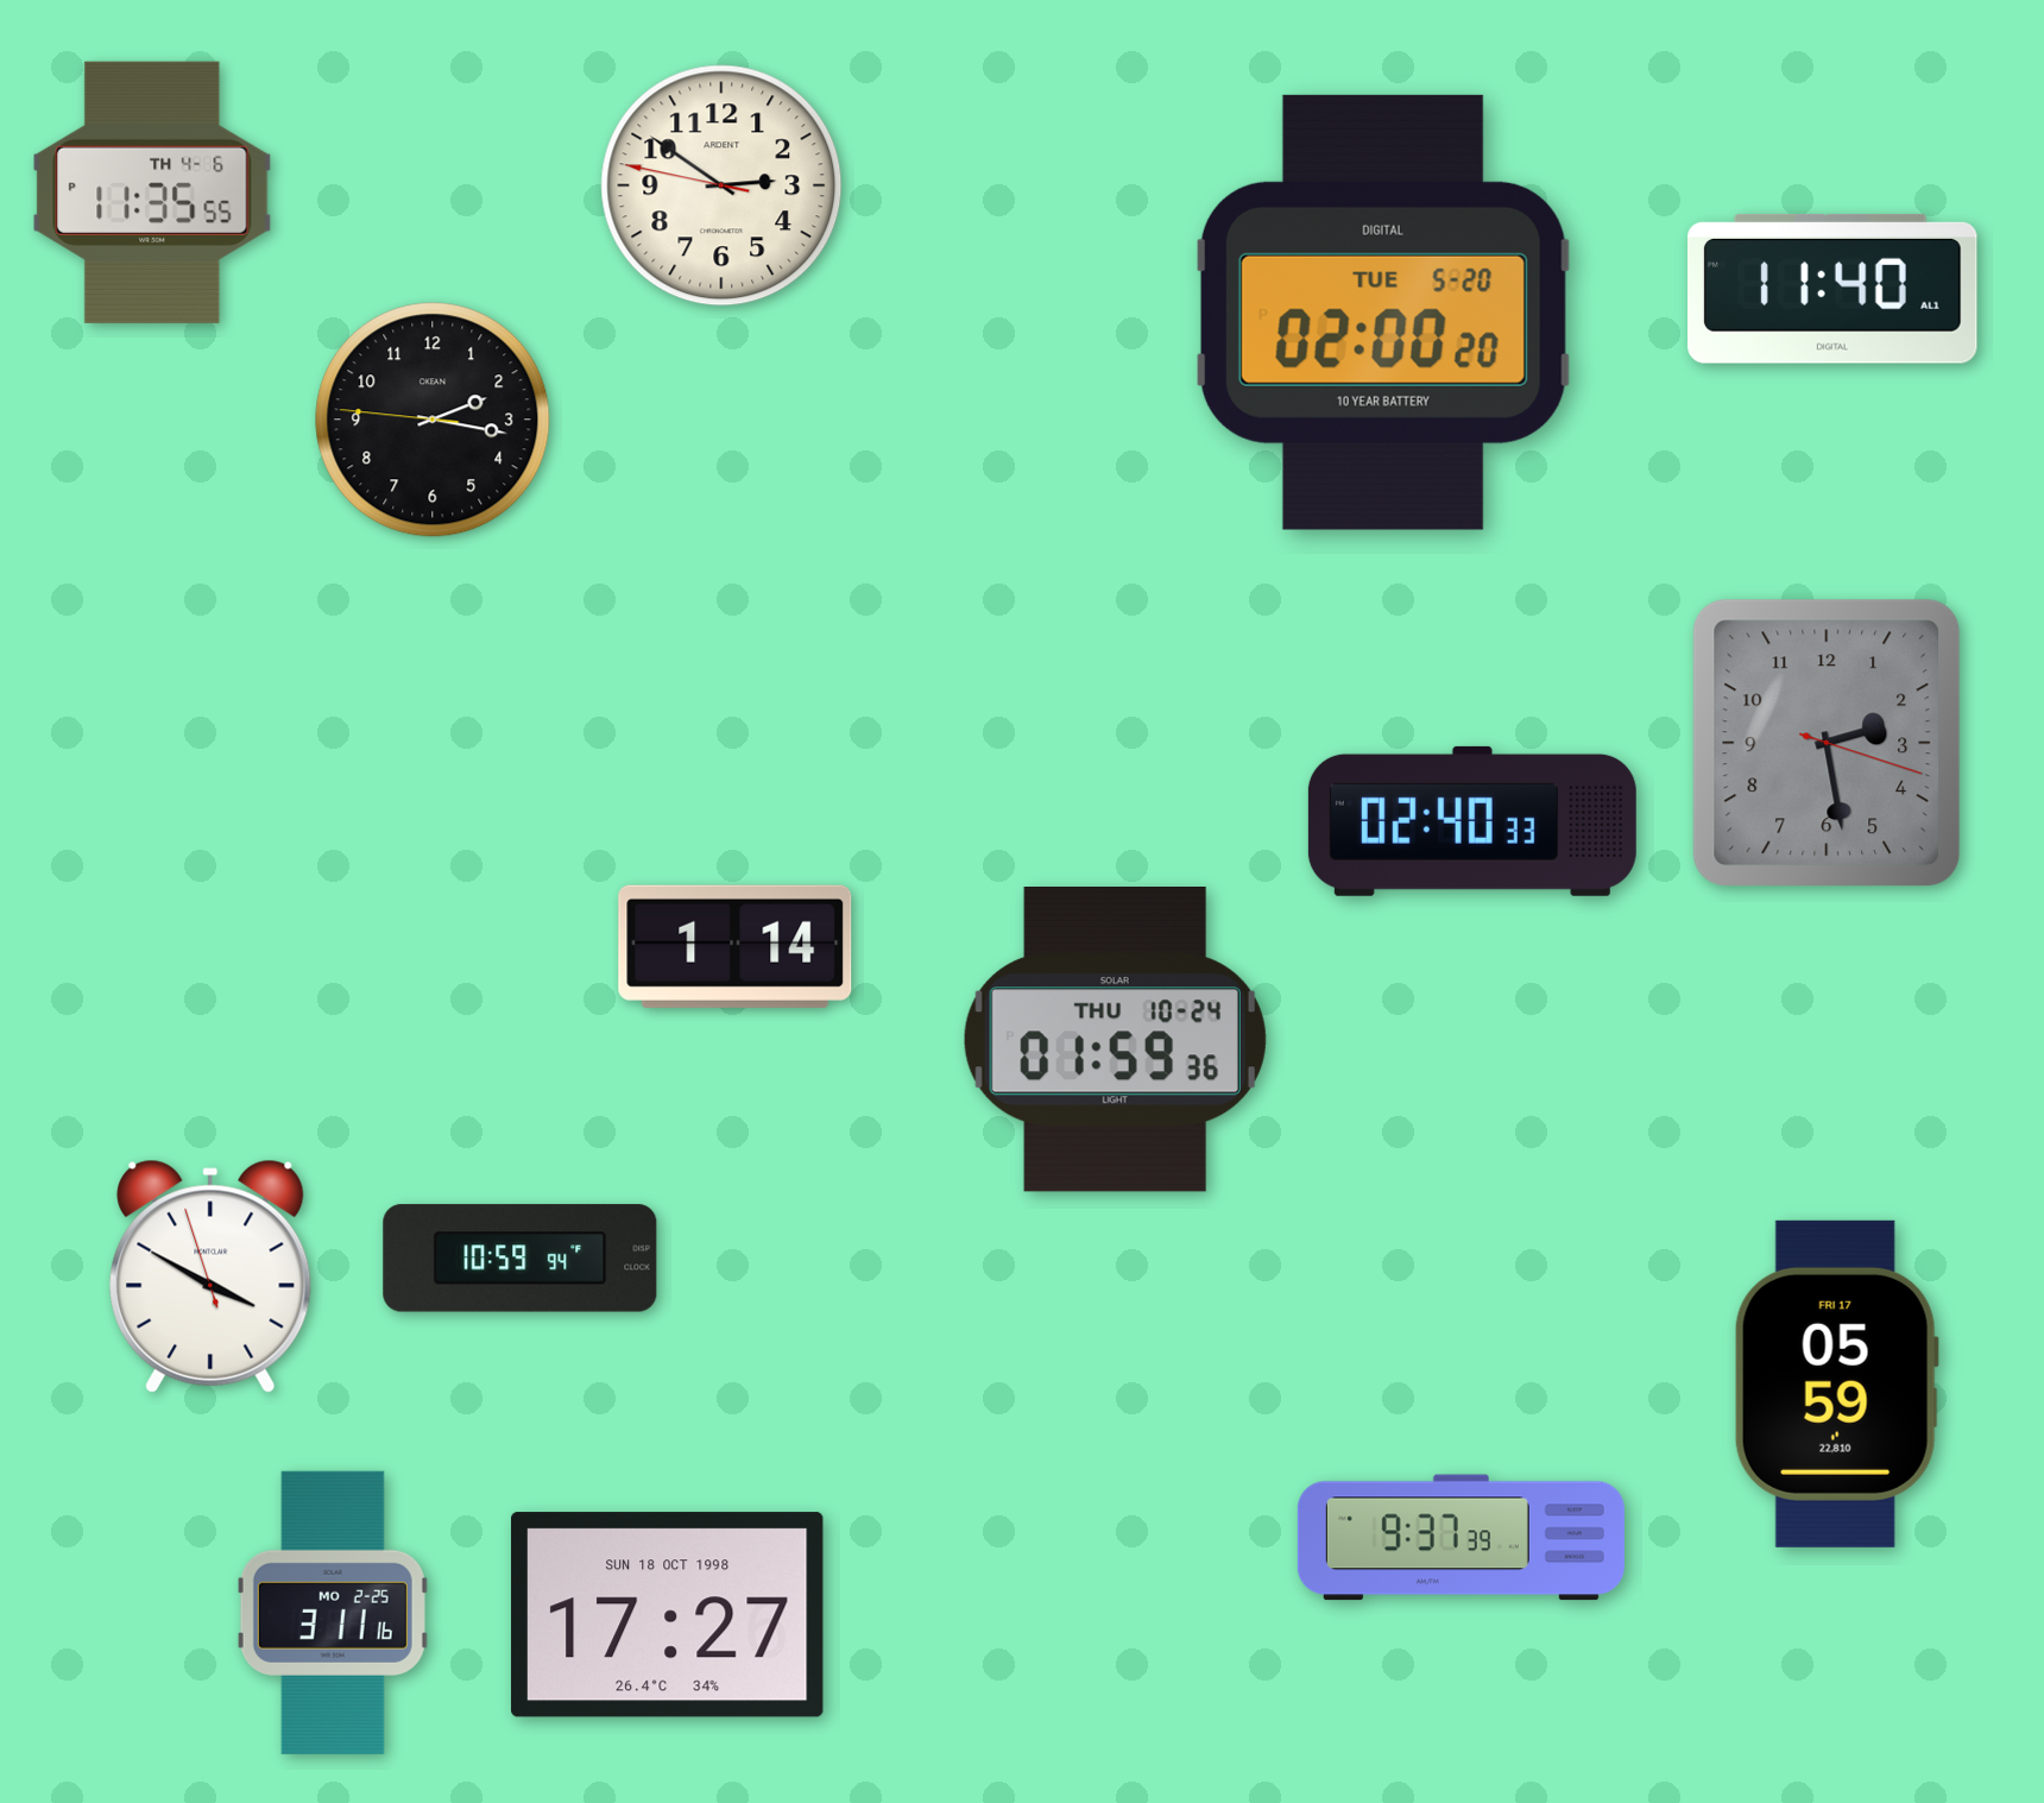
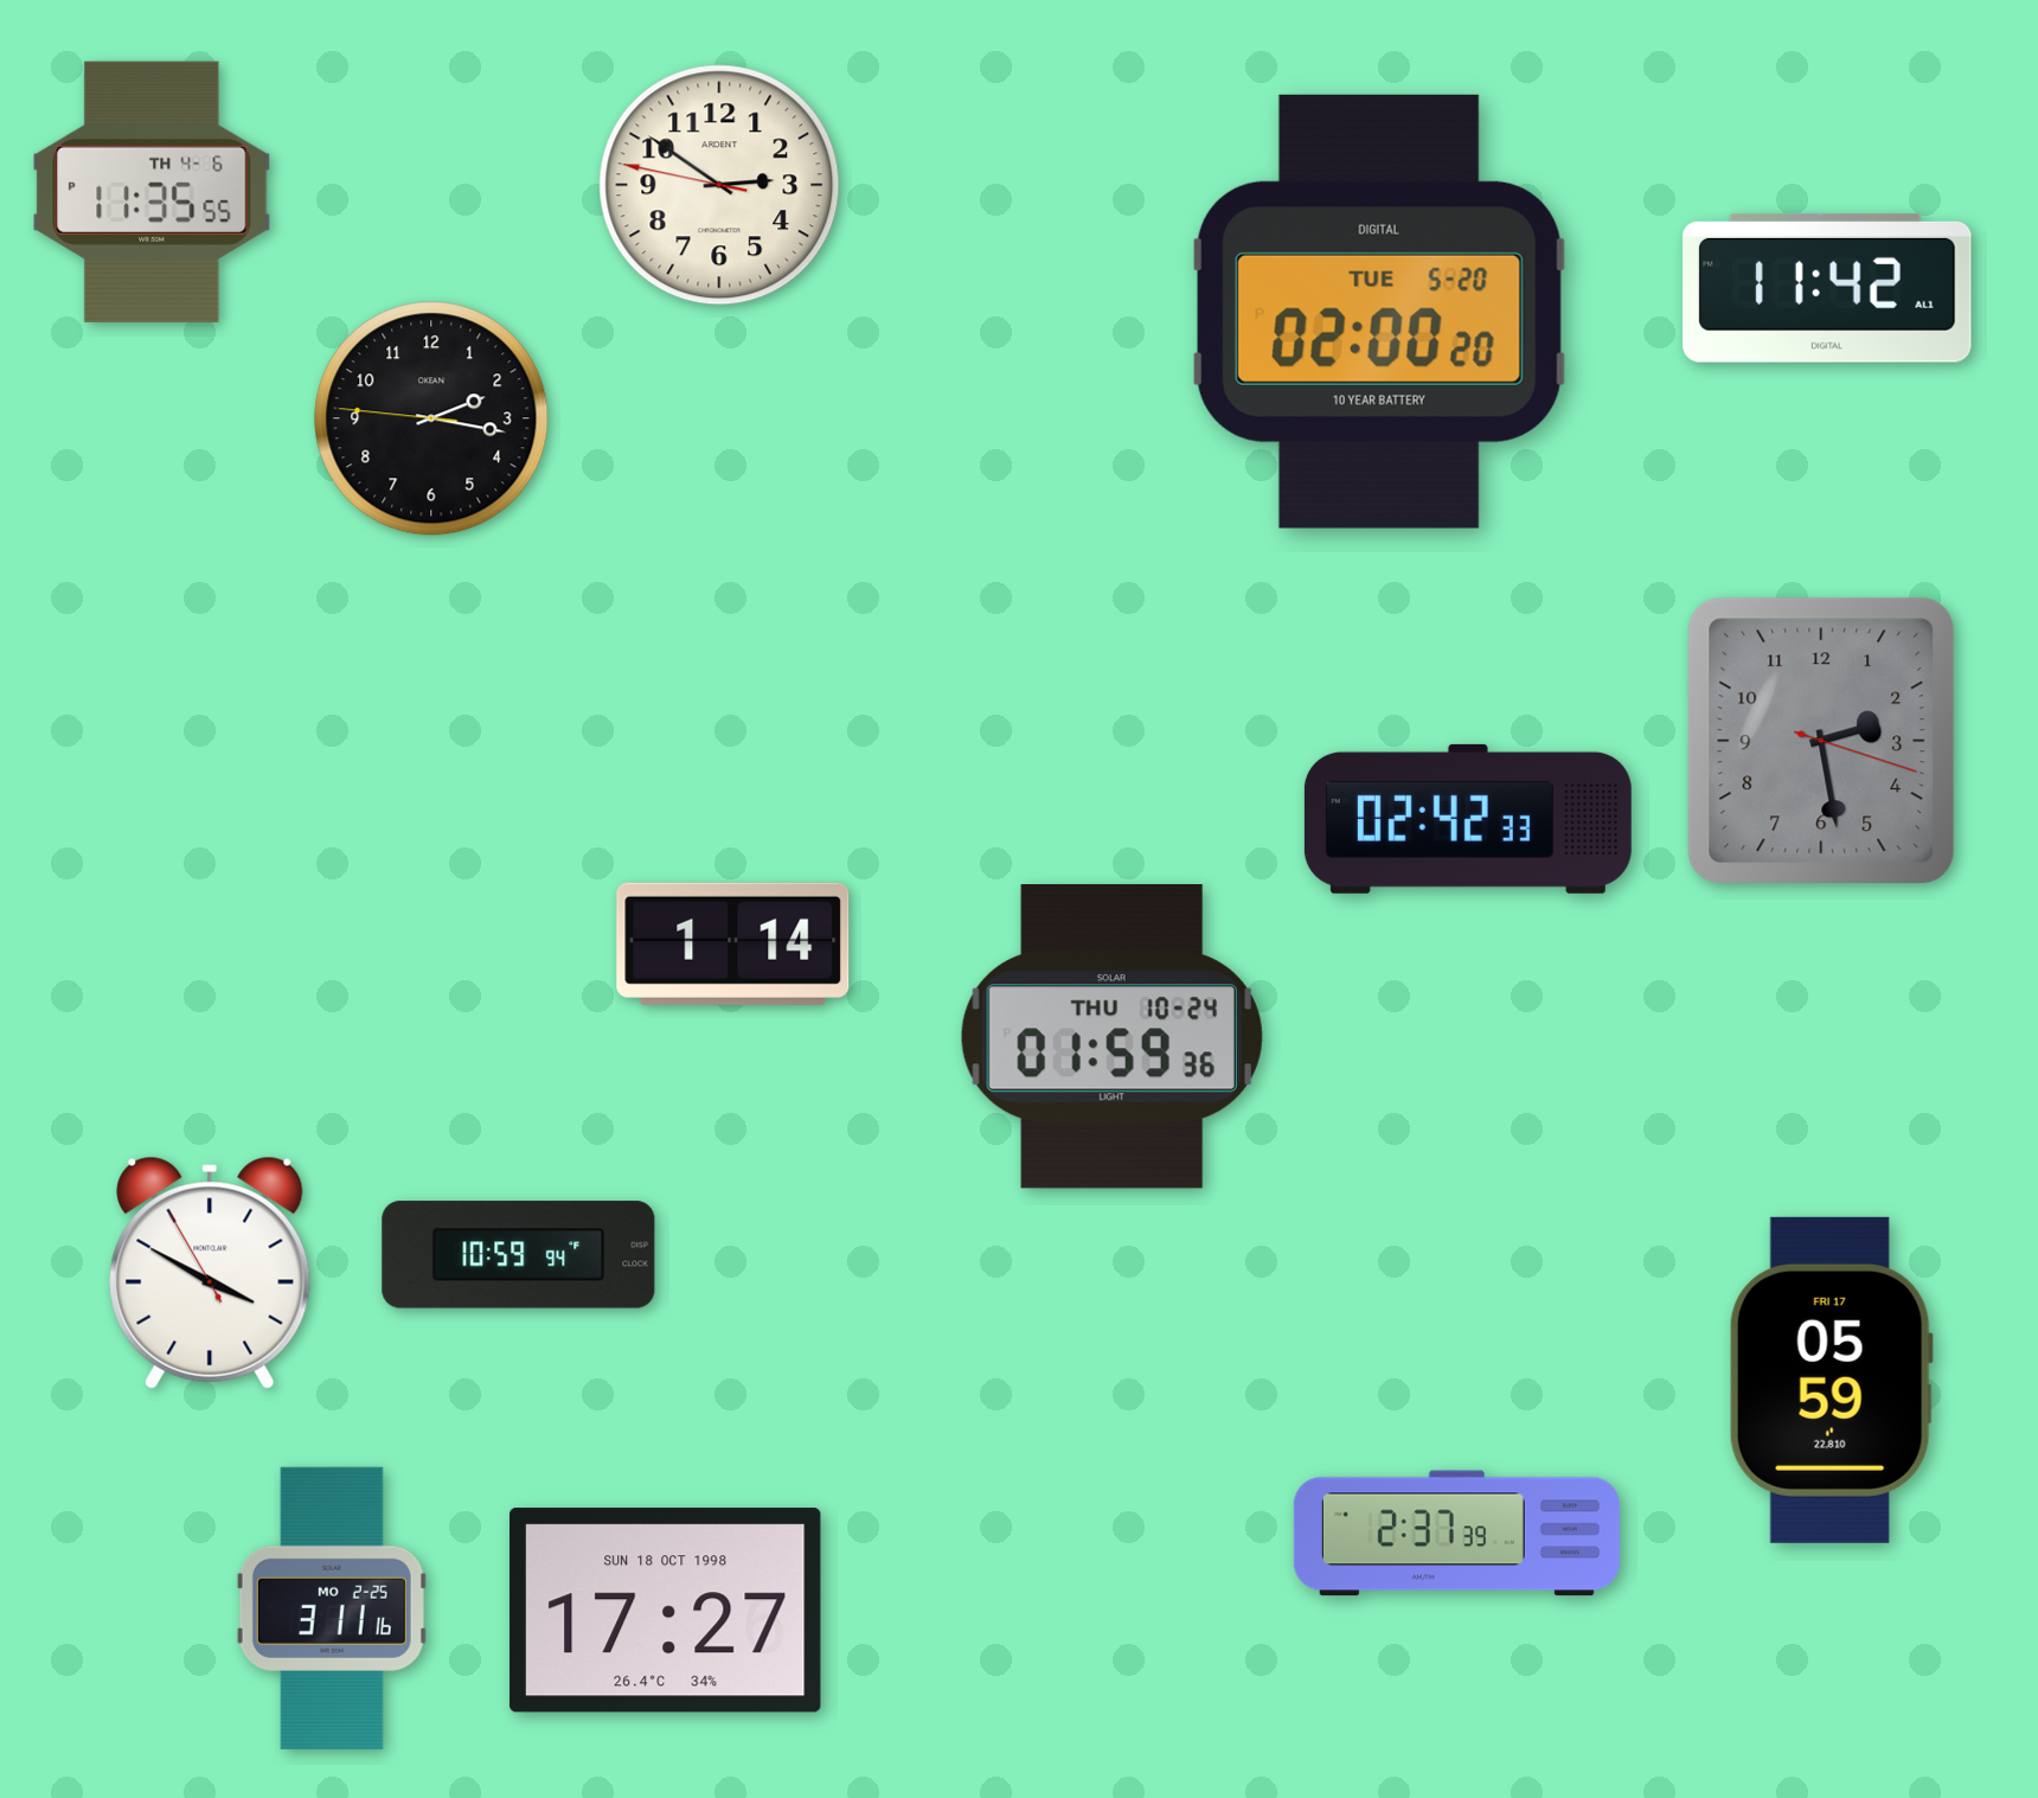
clock at (1834, 289): 11:40 -> 11:42
clock at (1472, 821): 02:40 -> 02:42
clock at (210, 1276): 3:49:57 -> 3:49:55
clock at (1461, 1538): 9:37 -> 2:37
